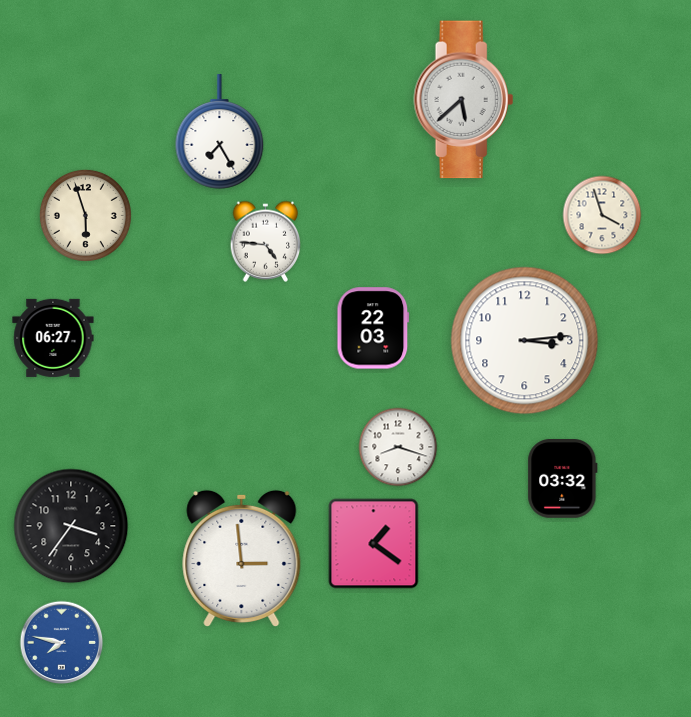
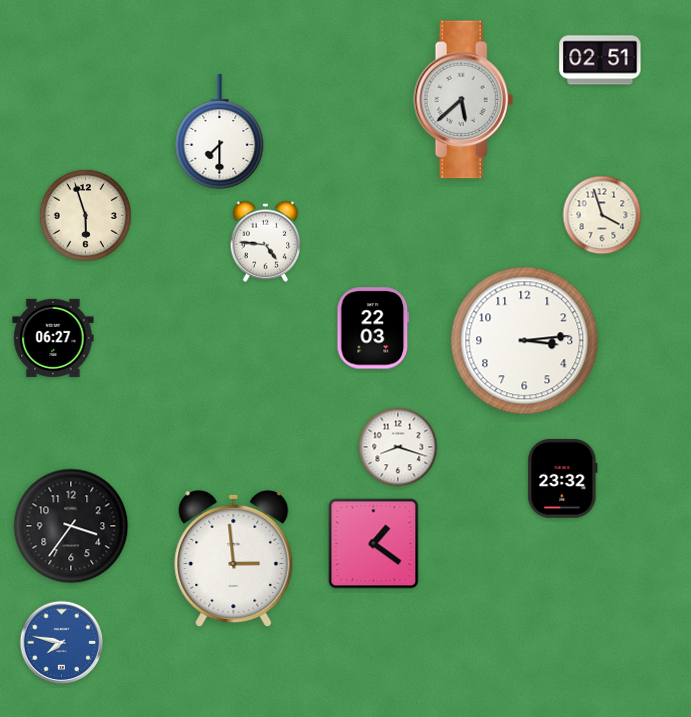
clock at (600, 60): none -> 02:51
clock at (220, 132): 7:25 -> 7:30
clock at (563, 479): 03:32 -> 23:32
clock at (242, 558) position: (242, 558) -> (234, 558)
